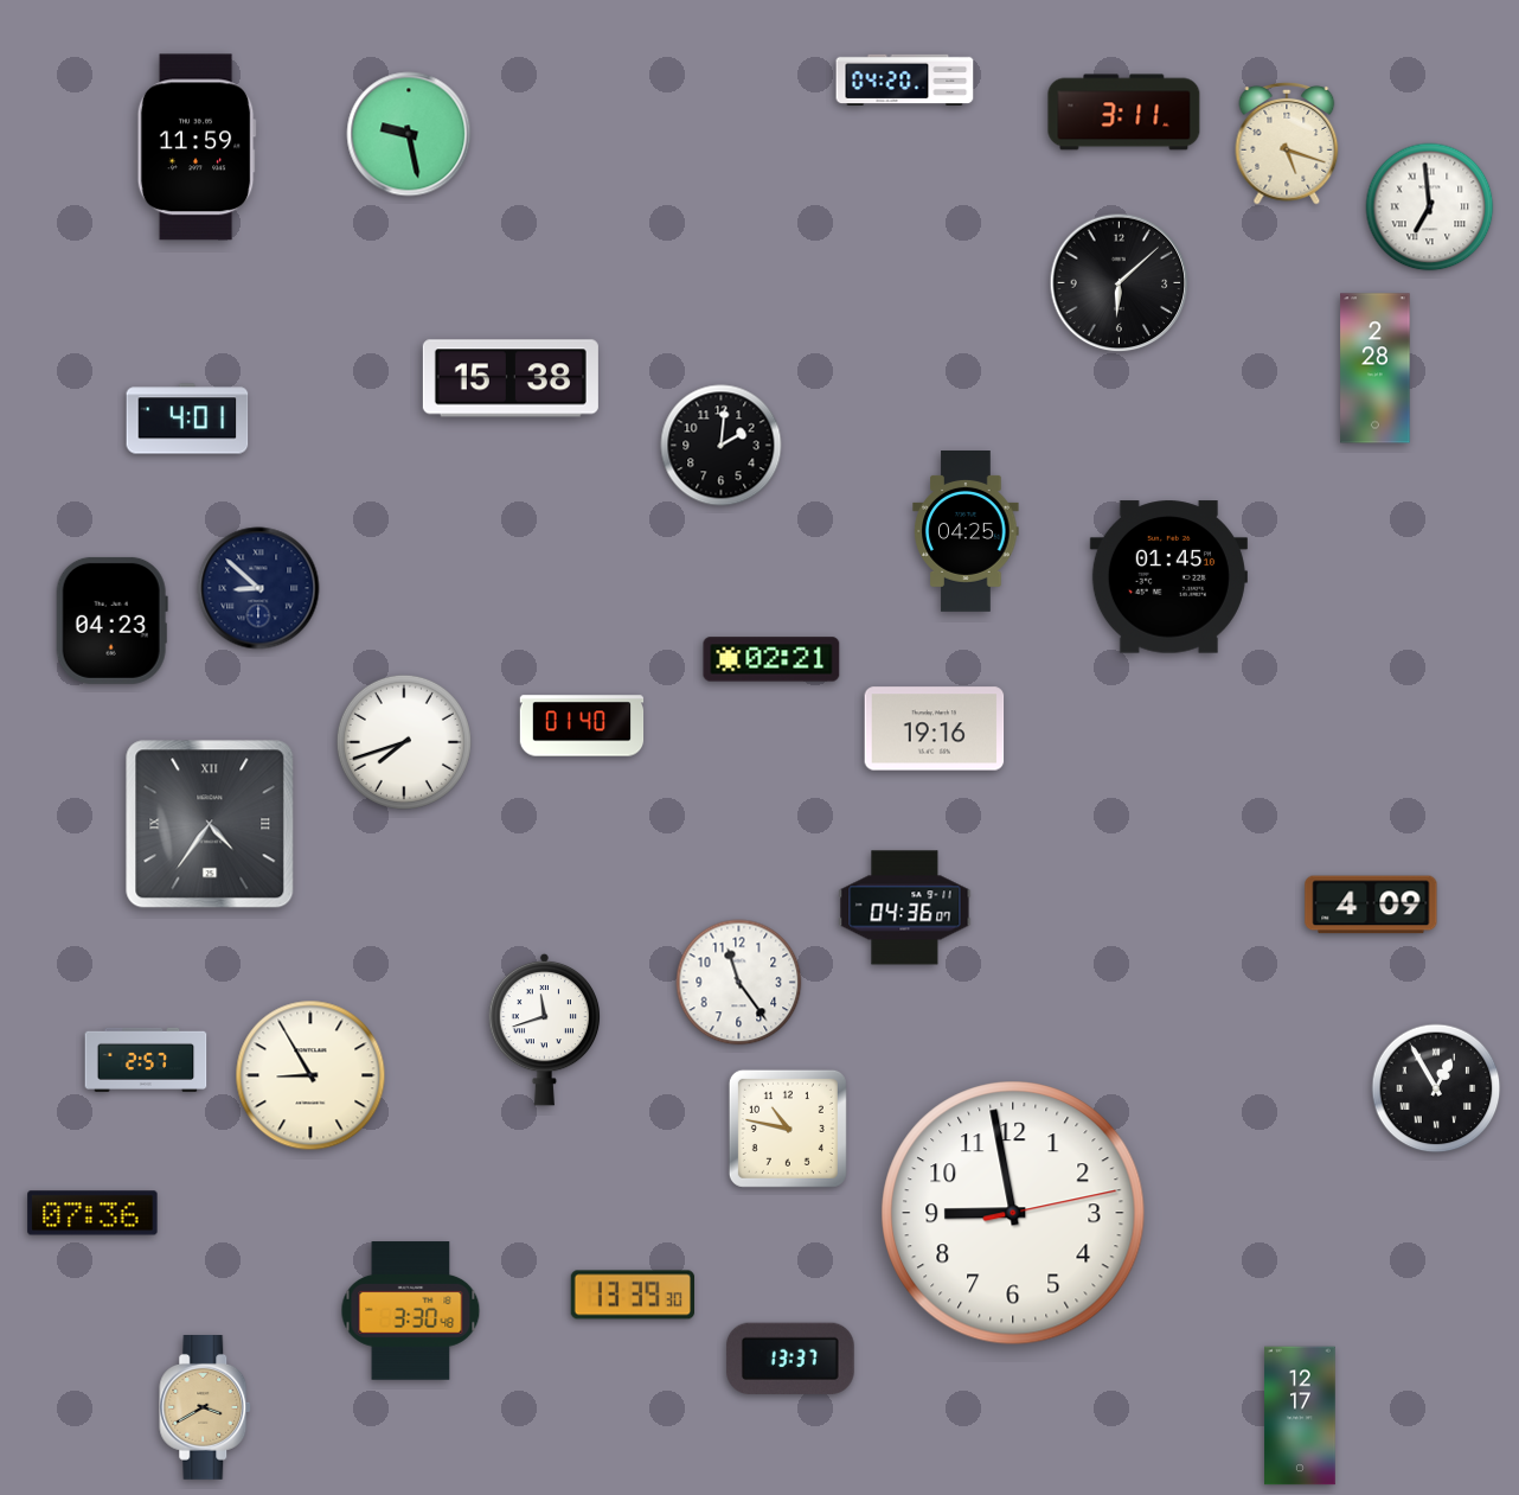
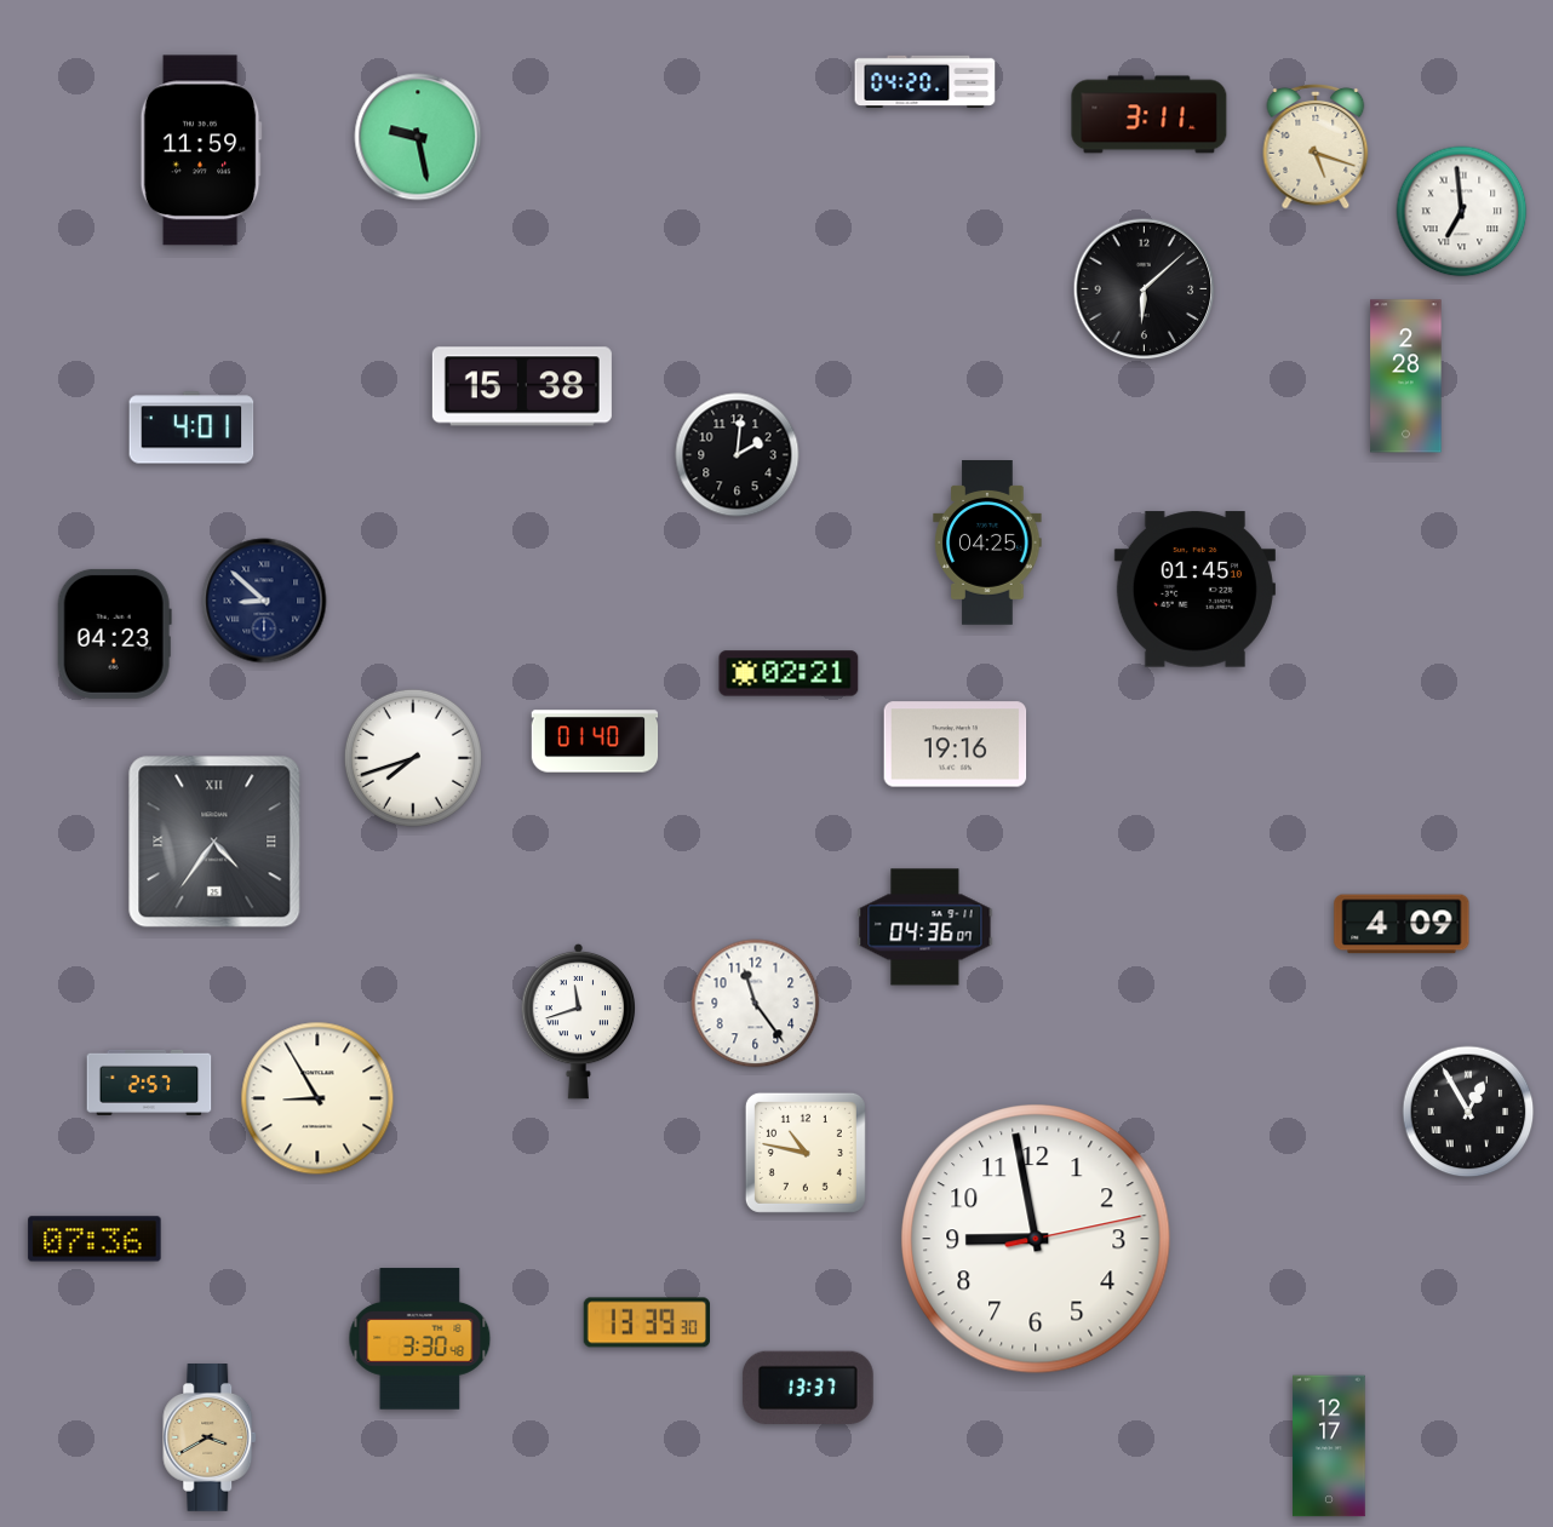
clock at (545, 1029) position: (545, 1029) -> (579, 1021)
